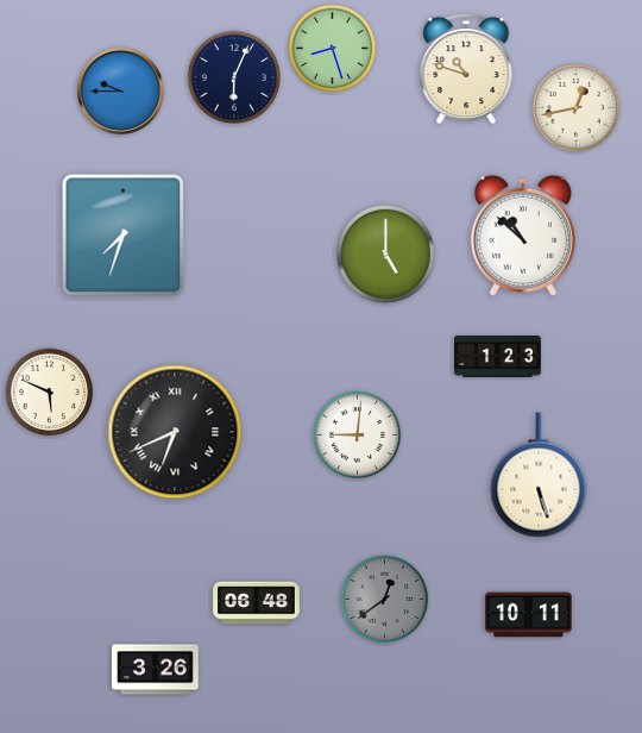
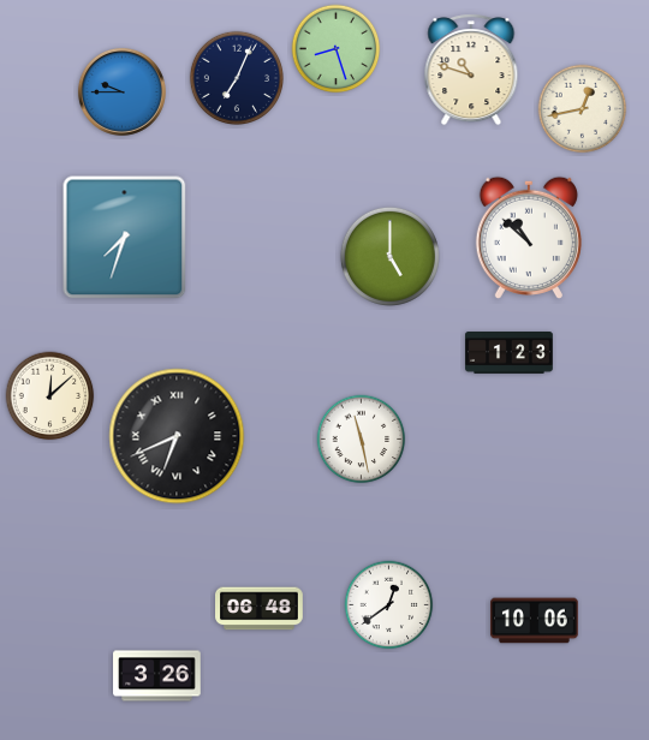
clock at (233, 76): 6:04 -> 7:04
clock at (498, 357) position: (498, 357) -> (510, 353)
clock at (50, 393): 5:49 -> 12:08
clock at (358, 436): 9:01 -> 11:28
clock at (539, 475): 5:27 -> none
clock at (385, 600) dial: grey -> white
clock at (529, 615): 10:11 -> 10:06
